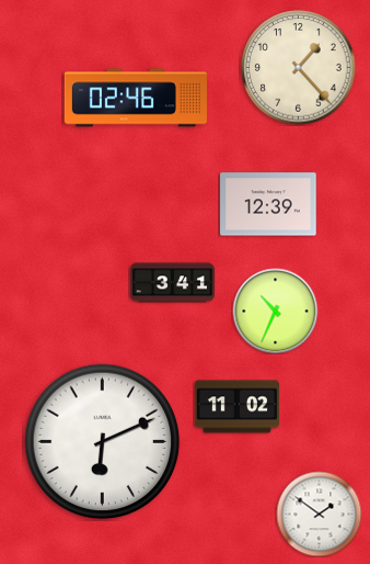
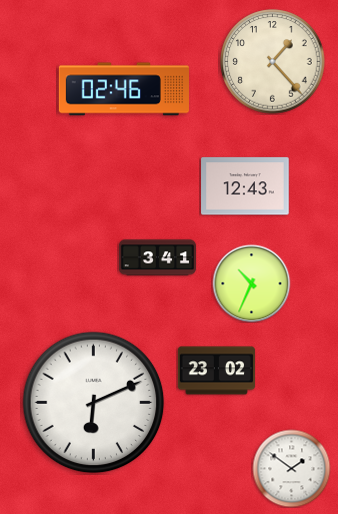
clock at (268, 204): 12:39 -> 12:43
clock at (236, 407): 11:02 -> 23:02
